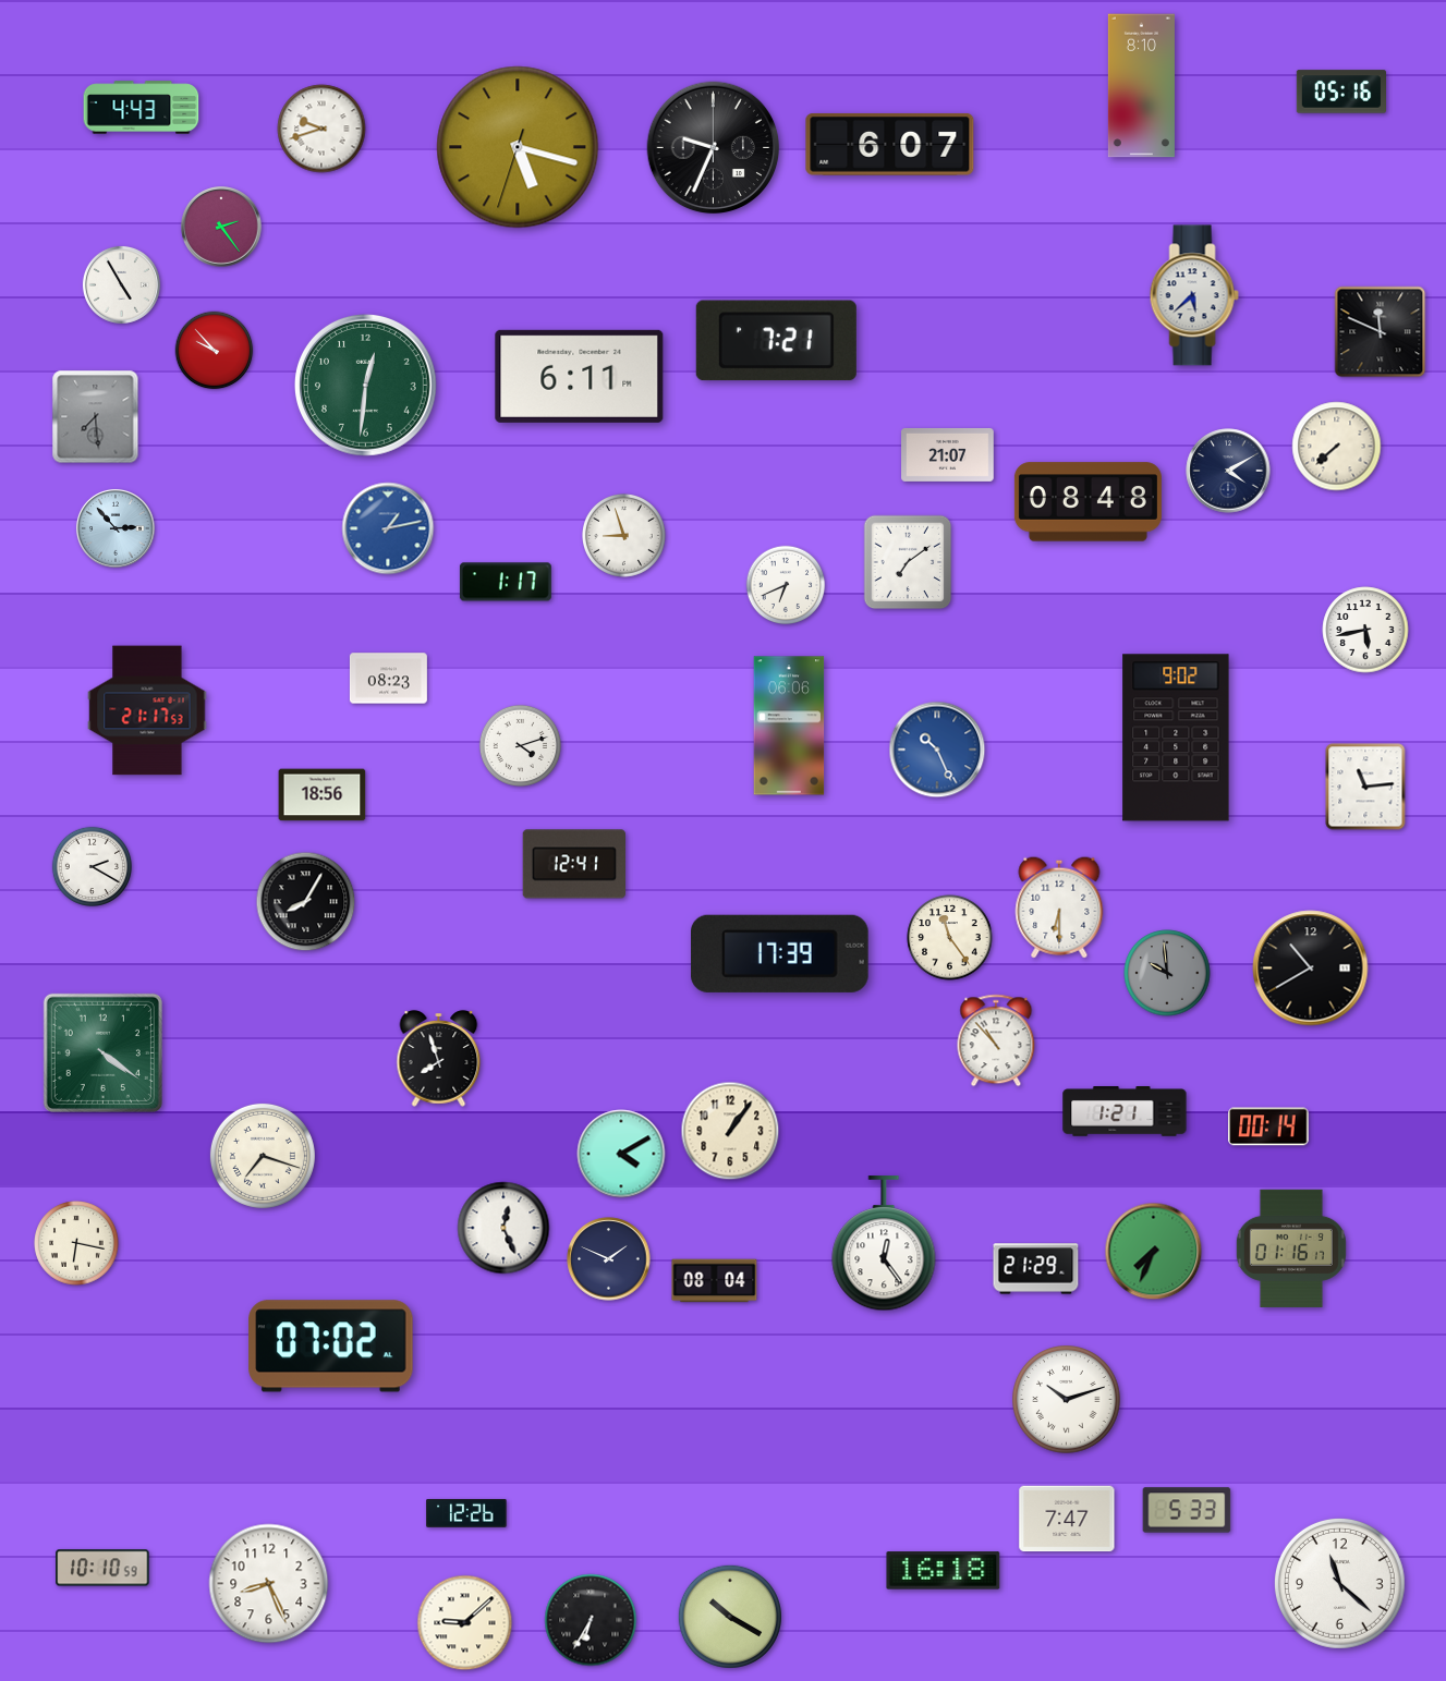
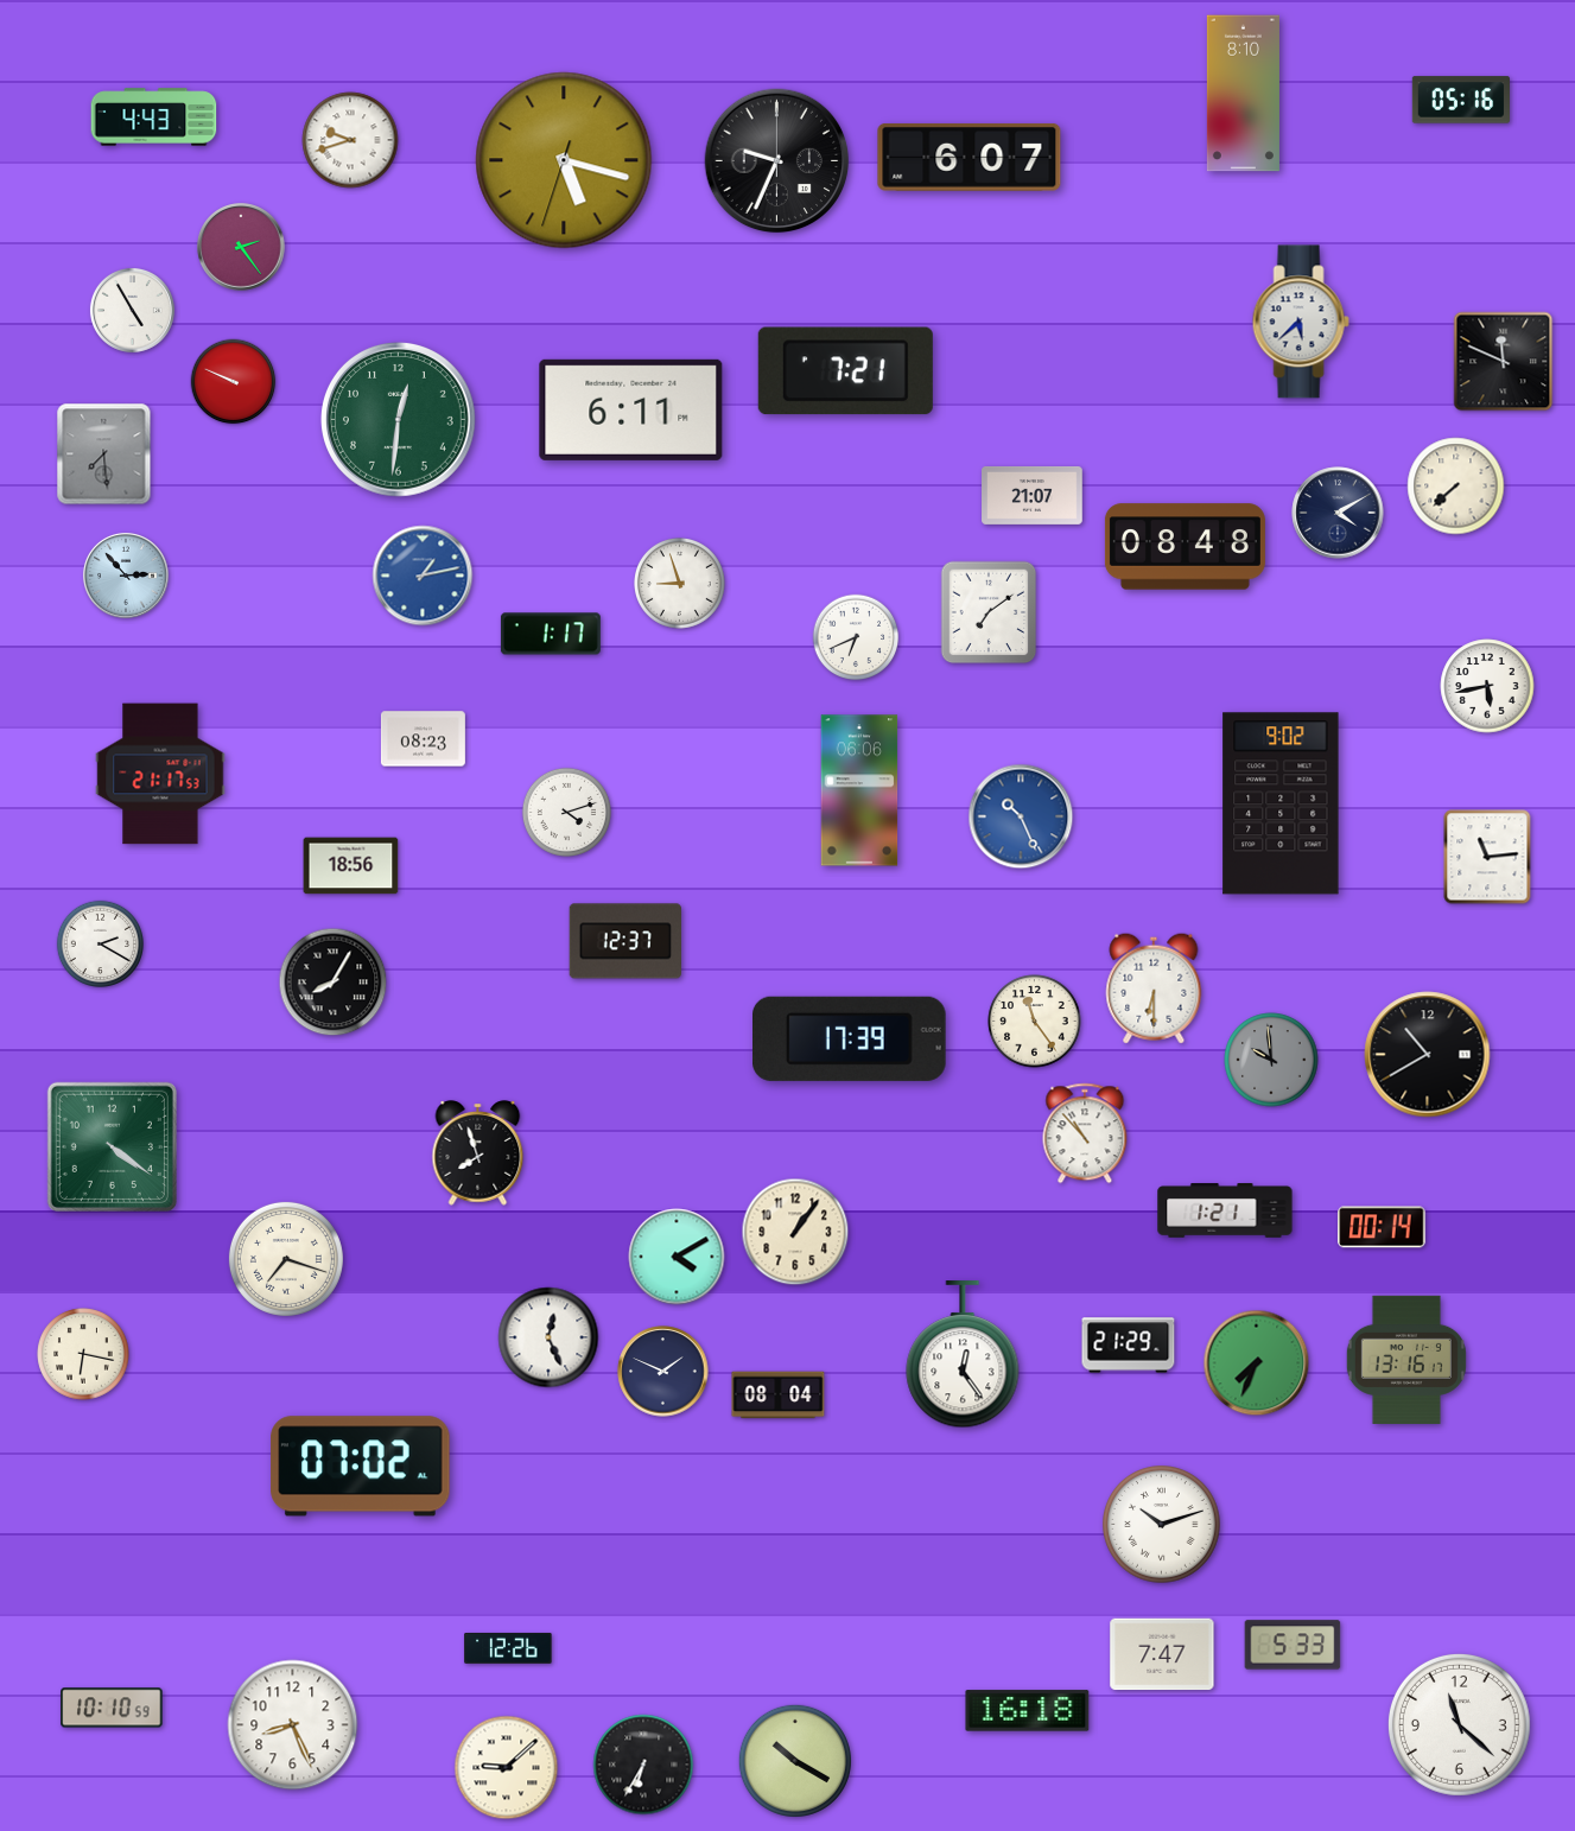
clock at (215, 351): 9:53 -> 9:49
clock at (573, 864): 12:41 -> 12:37
clock at (1291, 1248): 01:16 -> 13:16
clock at (1036, 1269) position: (1036, 1269) -> (1129, 1346)
